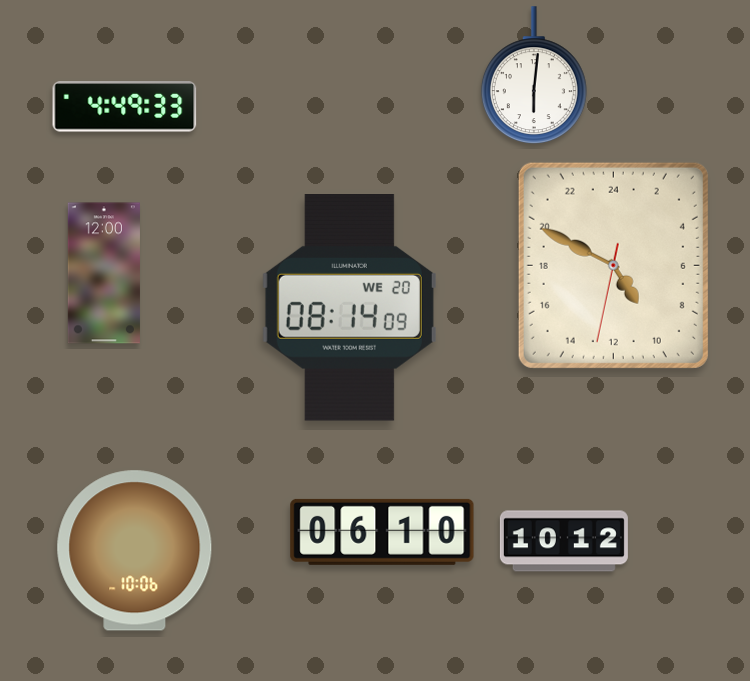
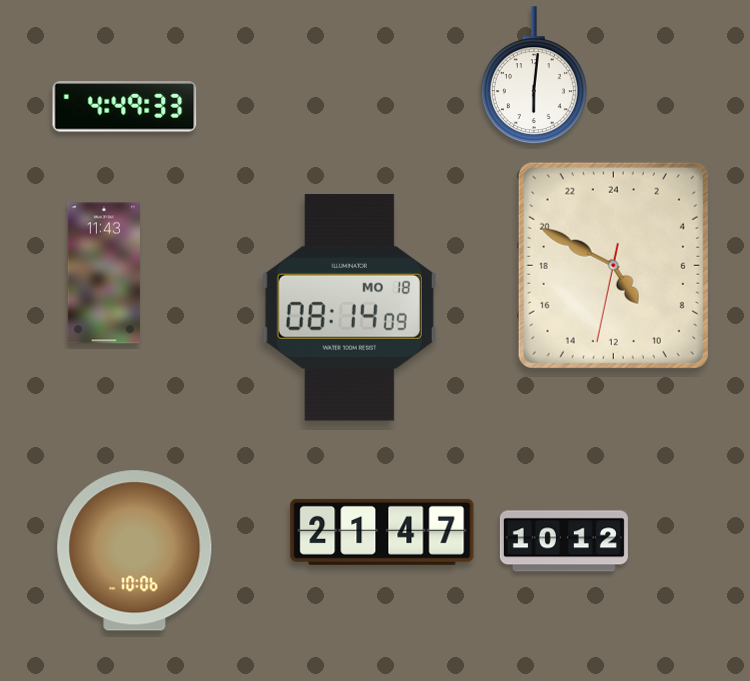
clock at (104, 273): 12:00 -> 11:43
clock at (349, 308) date: WE 20 -> MO 18
clock at (382, 532): 06:10 -> 21:47
